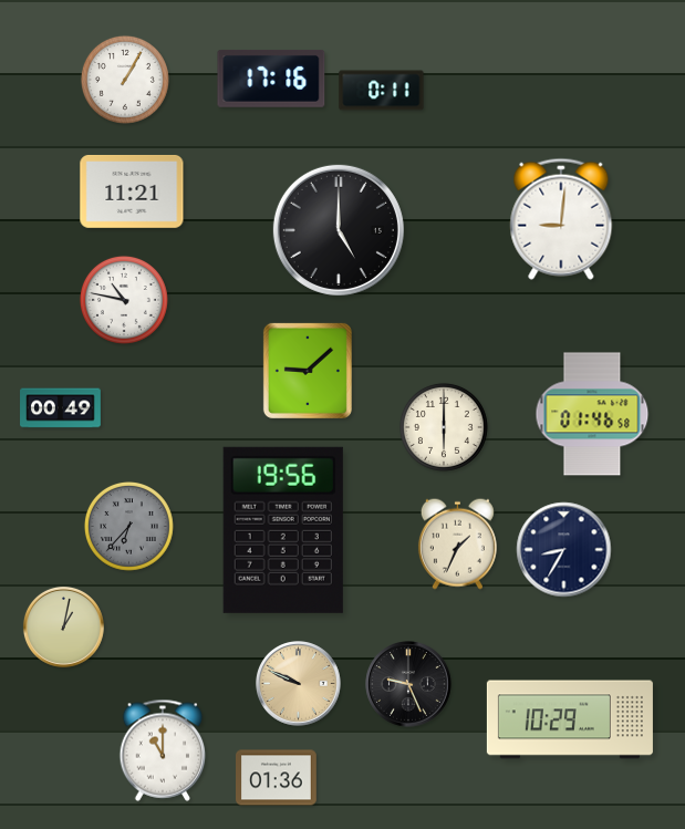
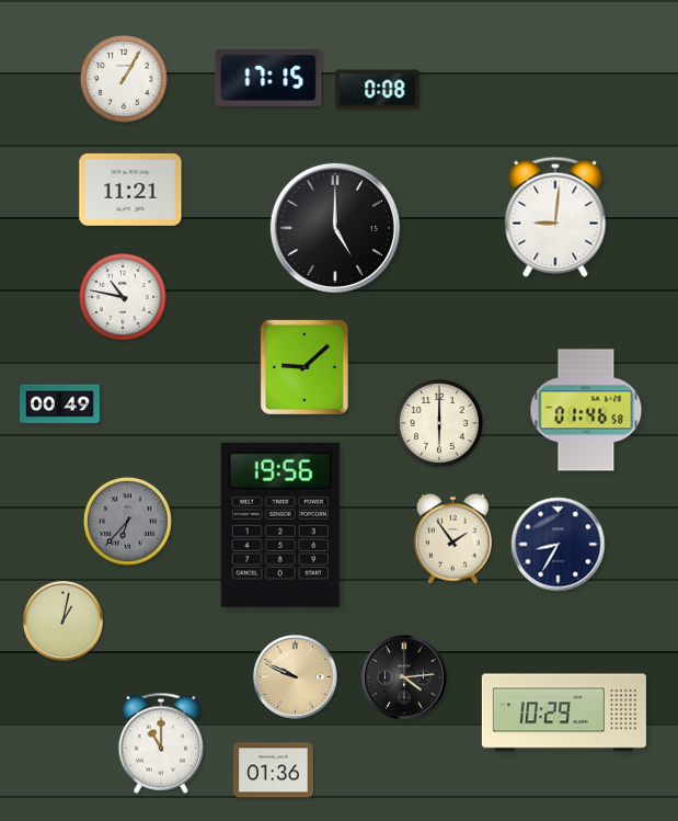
clock at (271, 79): 17:16 -> 17:15
clock at (382, 91): 0:11 -> 0:08
clock at (457, 543): 1:34 -> 1:54
clock at (408, 684): 9:26 -> 4:14
